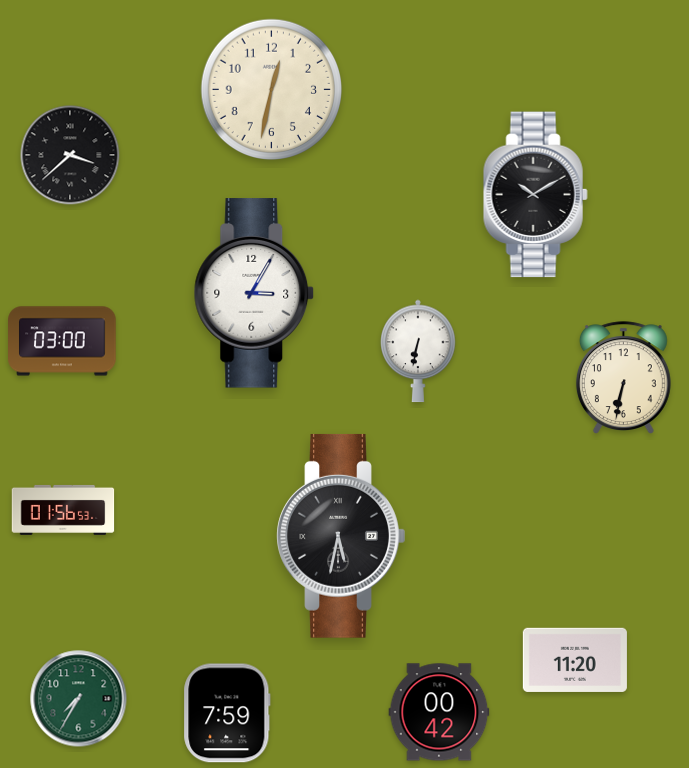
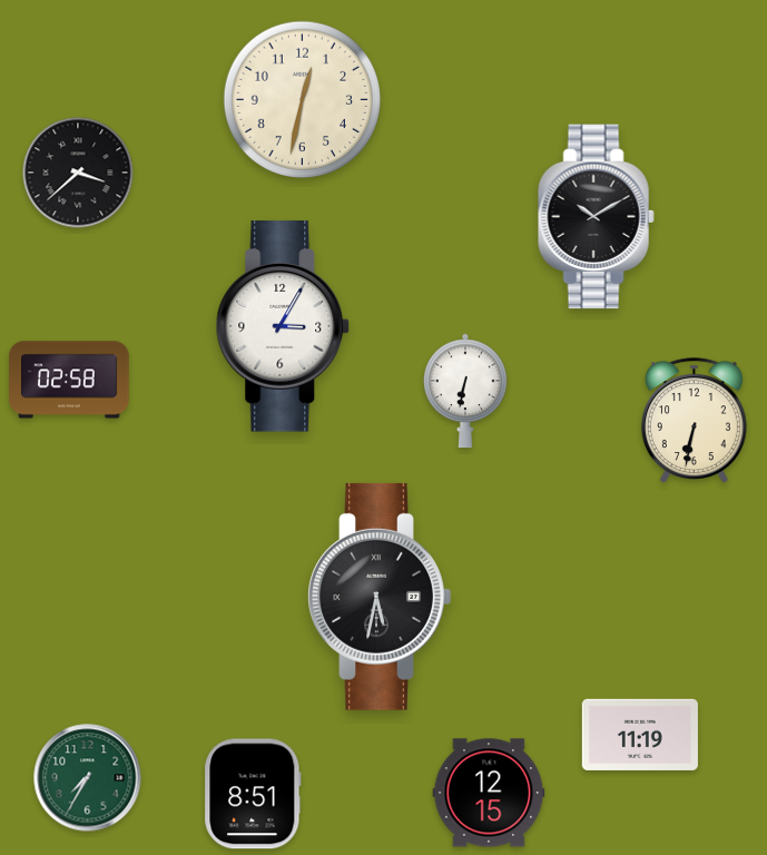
clock at (62, 341): 03:00 -> 02:58
clock at (63, 510): 01:56 -> none
clock at (575, 660): 11:20 -> 11:19
clock at (439, 712): 00:42 -> 12:15
clock at (227, 713): 7:59 -> 8:51
